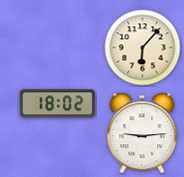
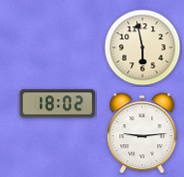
clock at (143, 48): 6:07 -> 5:58
